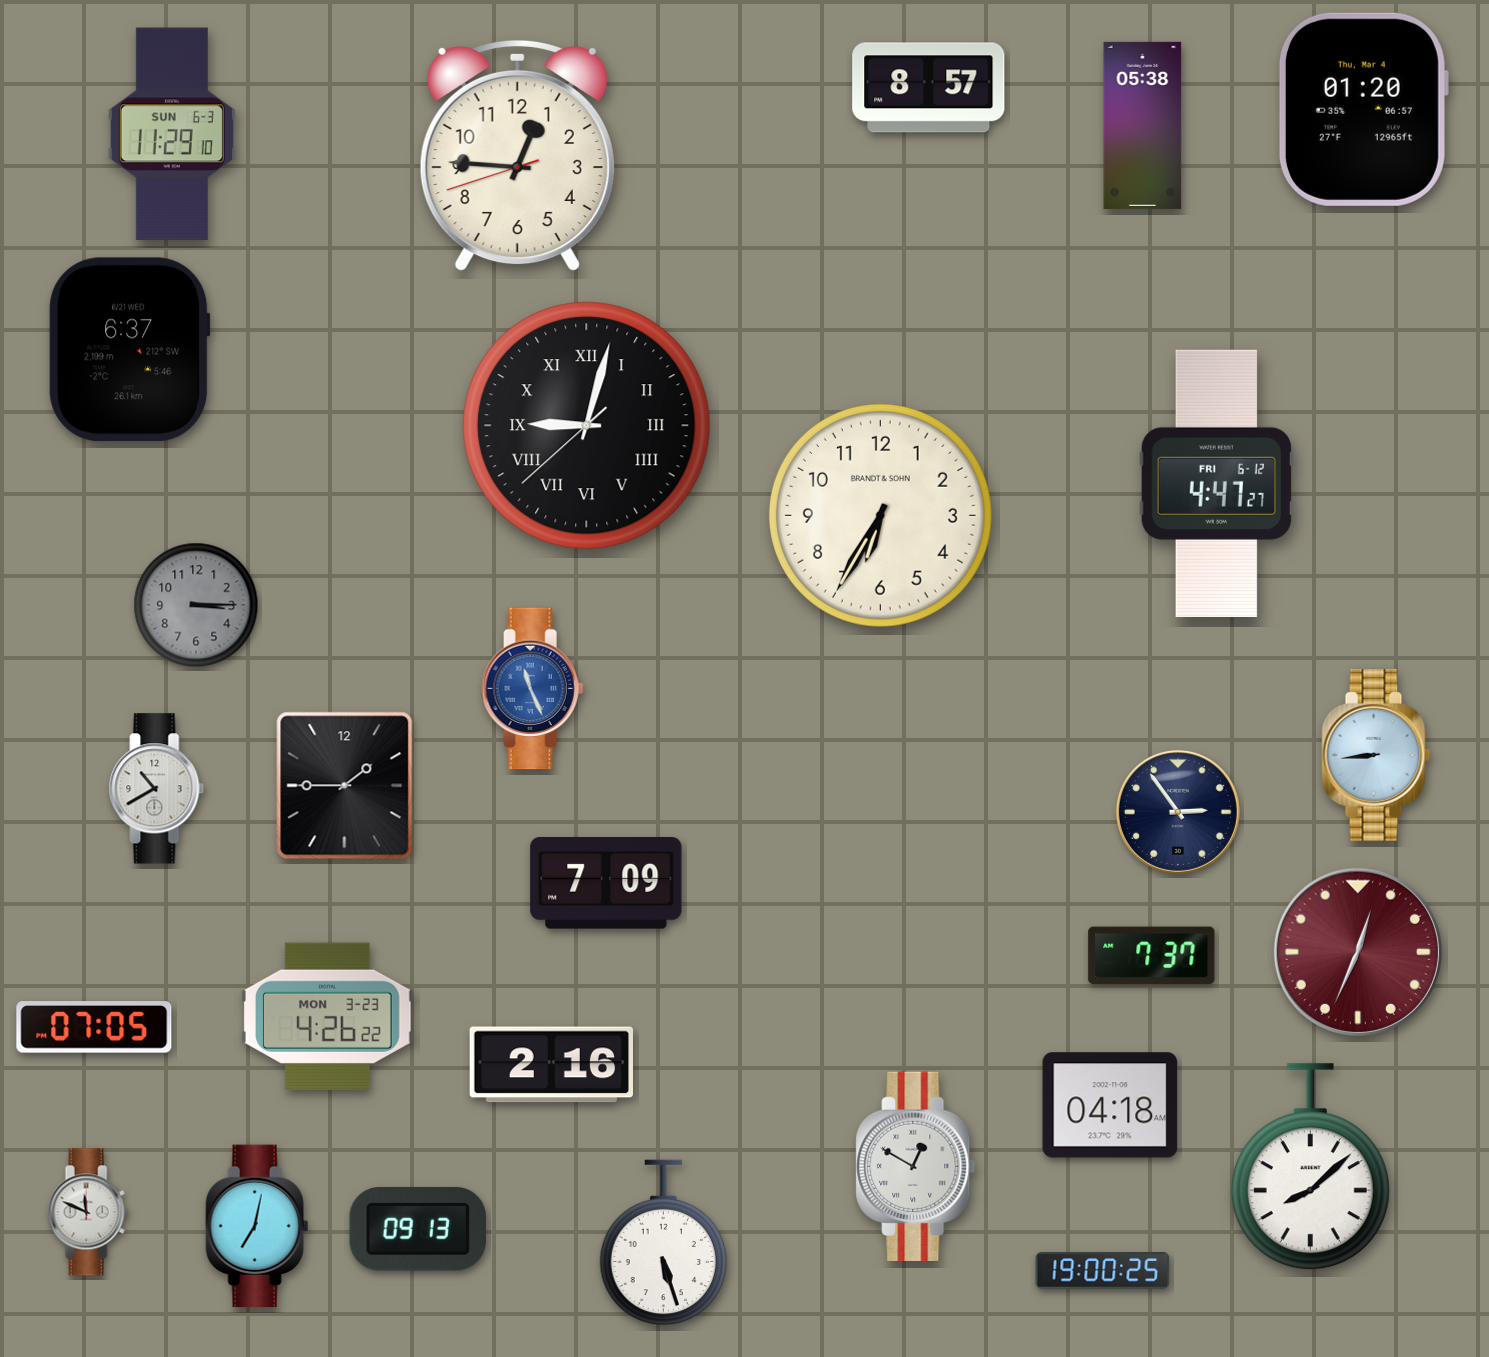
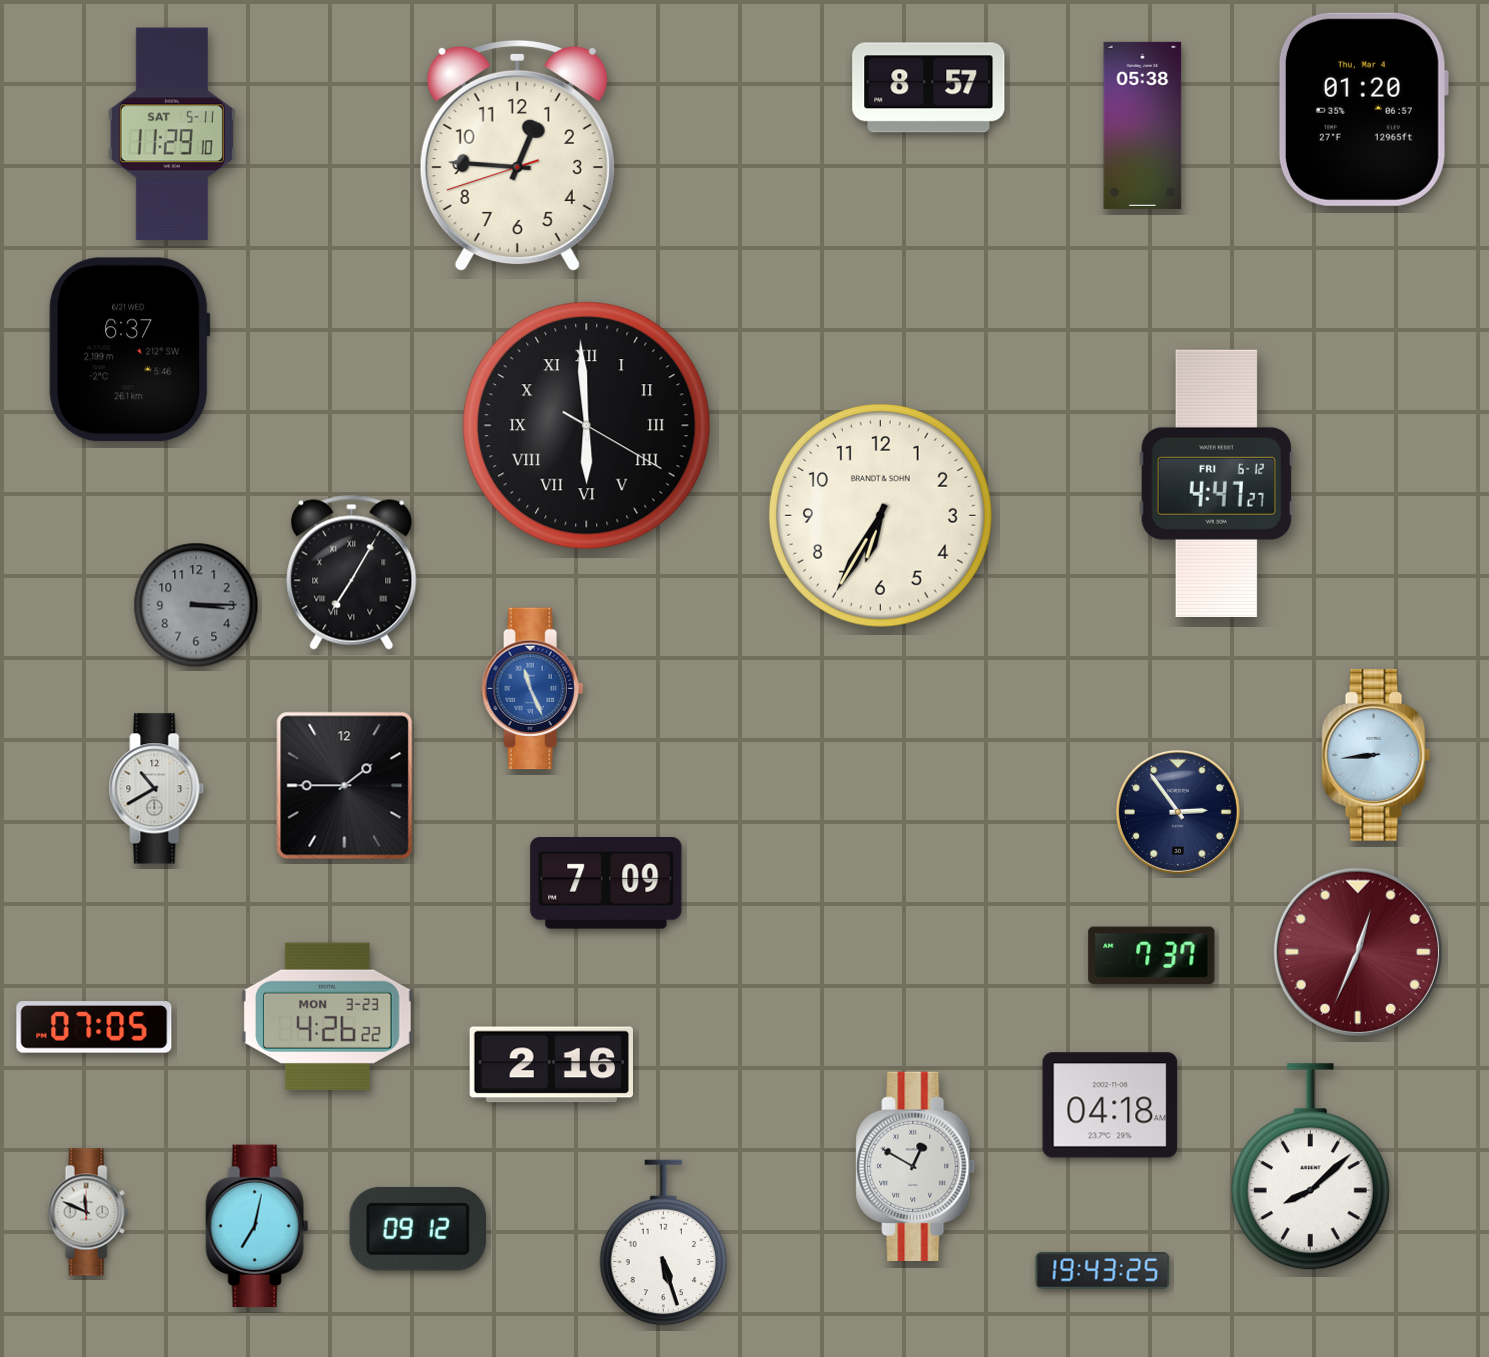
clock at (172, 134) date: SUN 6-3 -> SAT 5-11
clock at (587, 426): 9:02 -> 5:59
clock at (352, 572): none -> 7:05
clock at (418, 1229): 09:13 -> 09:12
clock at (1103, 1271): 19:00 -> 19:43
